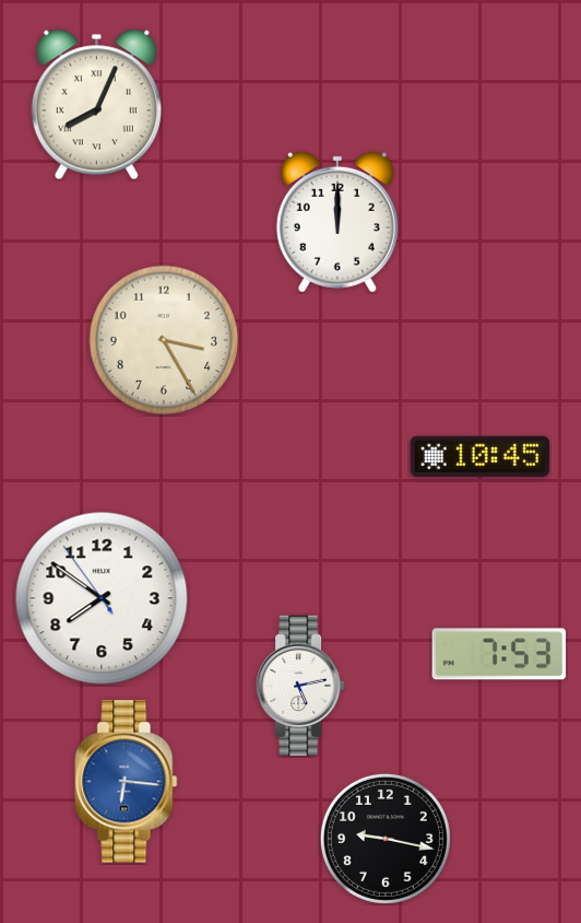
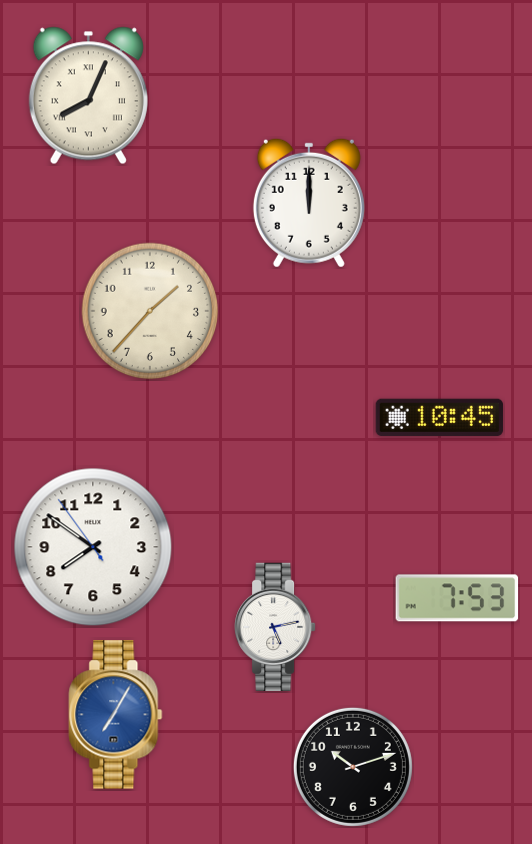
clock at (164, 340): 3:25 -> 1:37
clock at (127, 782): 6:16 -> 7:05
clock at (386, 839): 9:17 -> 10:12
